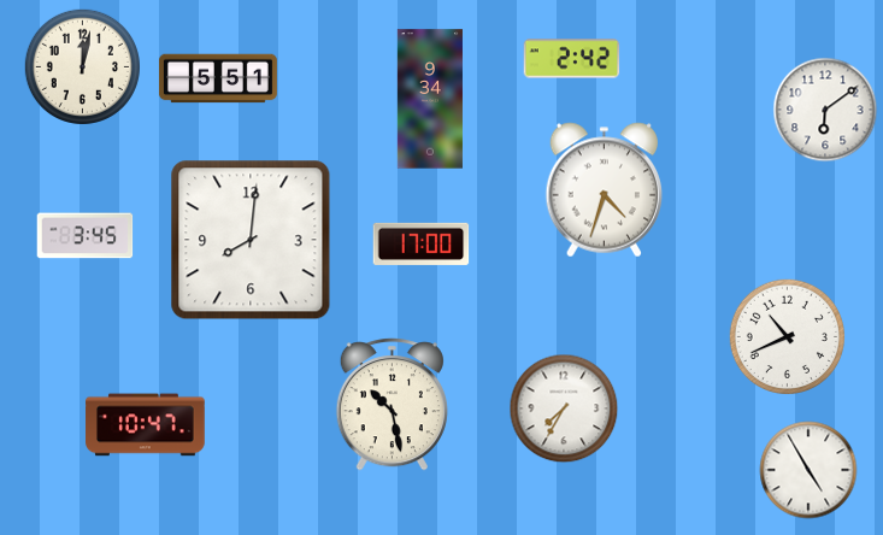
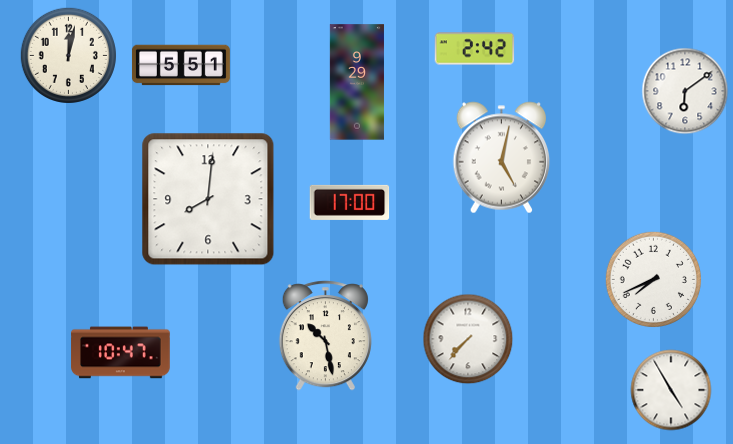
clock at (430, 99): 9:34 -> 9:29
clock at (605, 190): 4:33 -> 5:02
clock at (86, 236): 3:45 -> none
clock at (787, 336): 10:41 -> 7:41
clock at (564, 408): 7:35 -> 7:37
